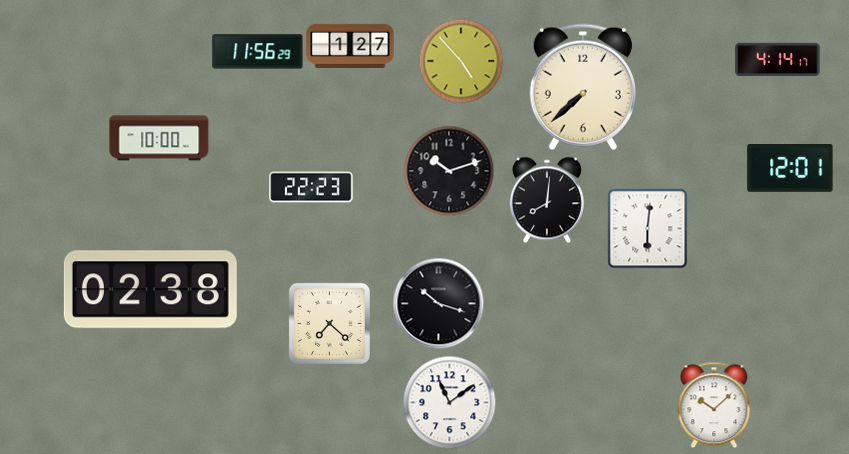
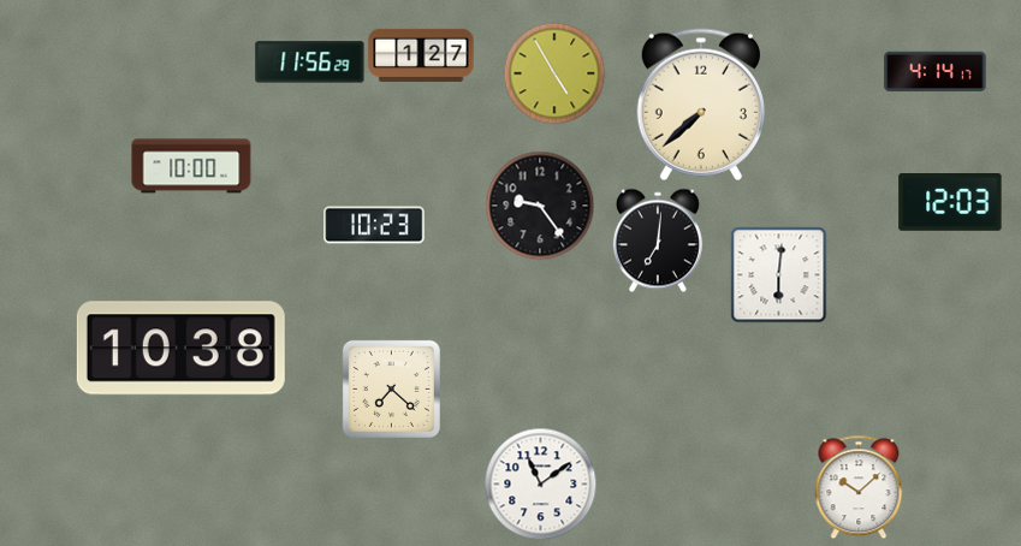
clock at (461, 61): 4:53 -> 4:55
clock at (790, 169): 12:01 -> 12:03
clock at (449, 171): 10:12 -> 9:24
clock at (311, 187): 22:23 -> 10:23
clock at (547, 200): 8:01 -> 7:01
clock at (150, 290): 02:38 -> 10:38
clock at (438, 303): 10:18 -> none
clock at (329, 323) position: (329, 323) -> (391, 388)
